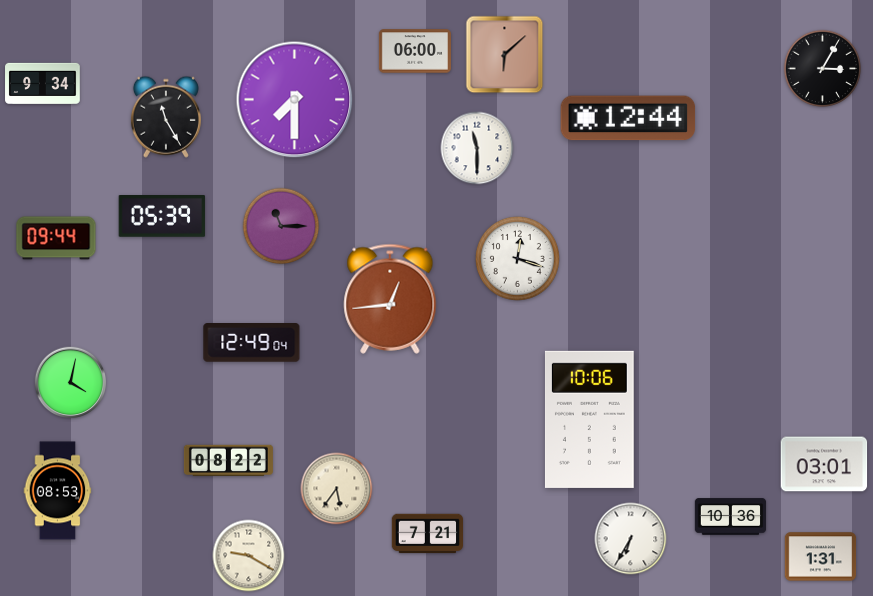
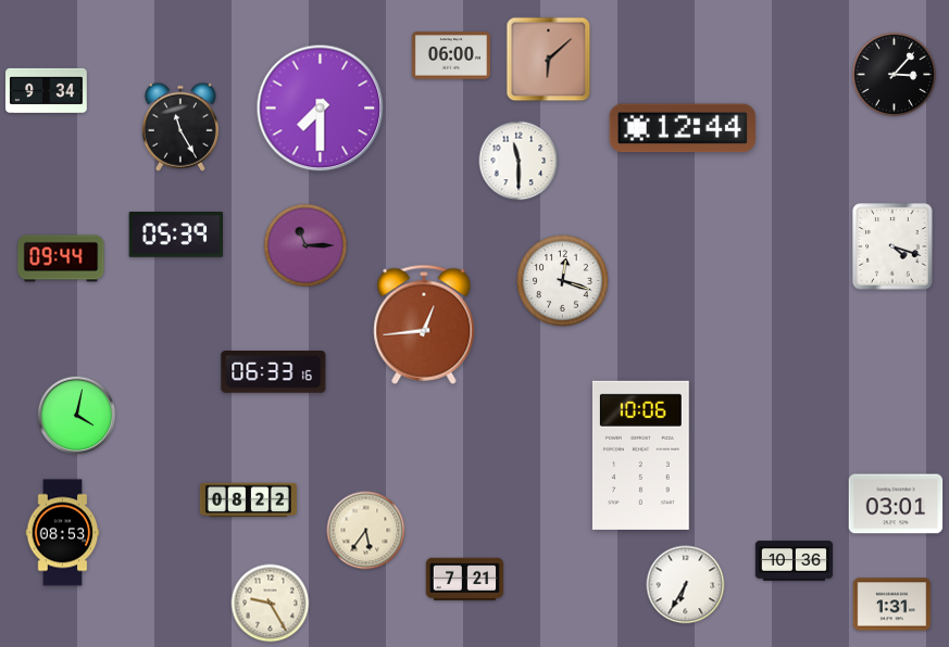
clock at (823, 69): 3:05 -> 3:07
clock at (892, 246): none -> 4:18
clock at (252, 343): 12:49 -> 06:33
clock at (249, 556): 9:20 -> 9:25
